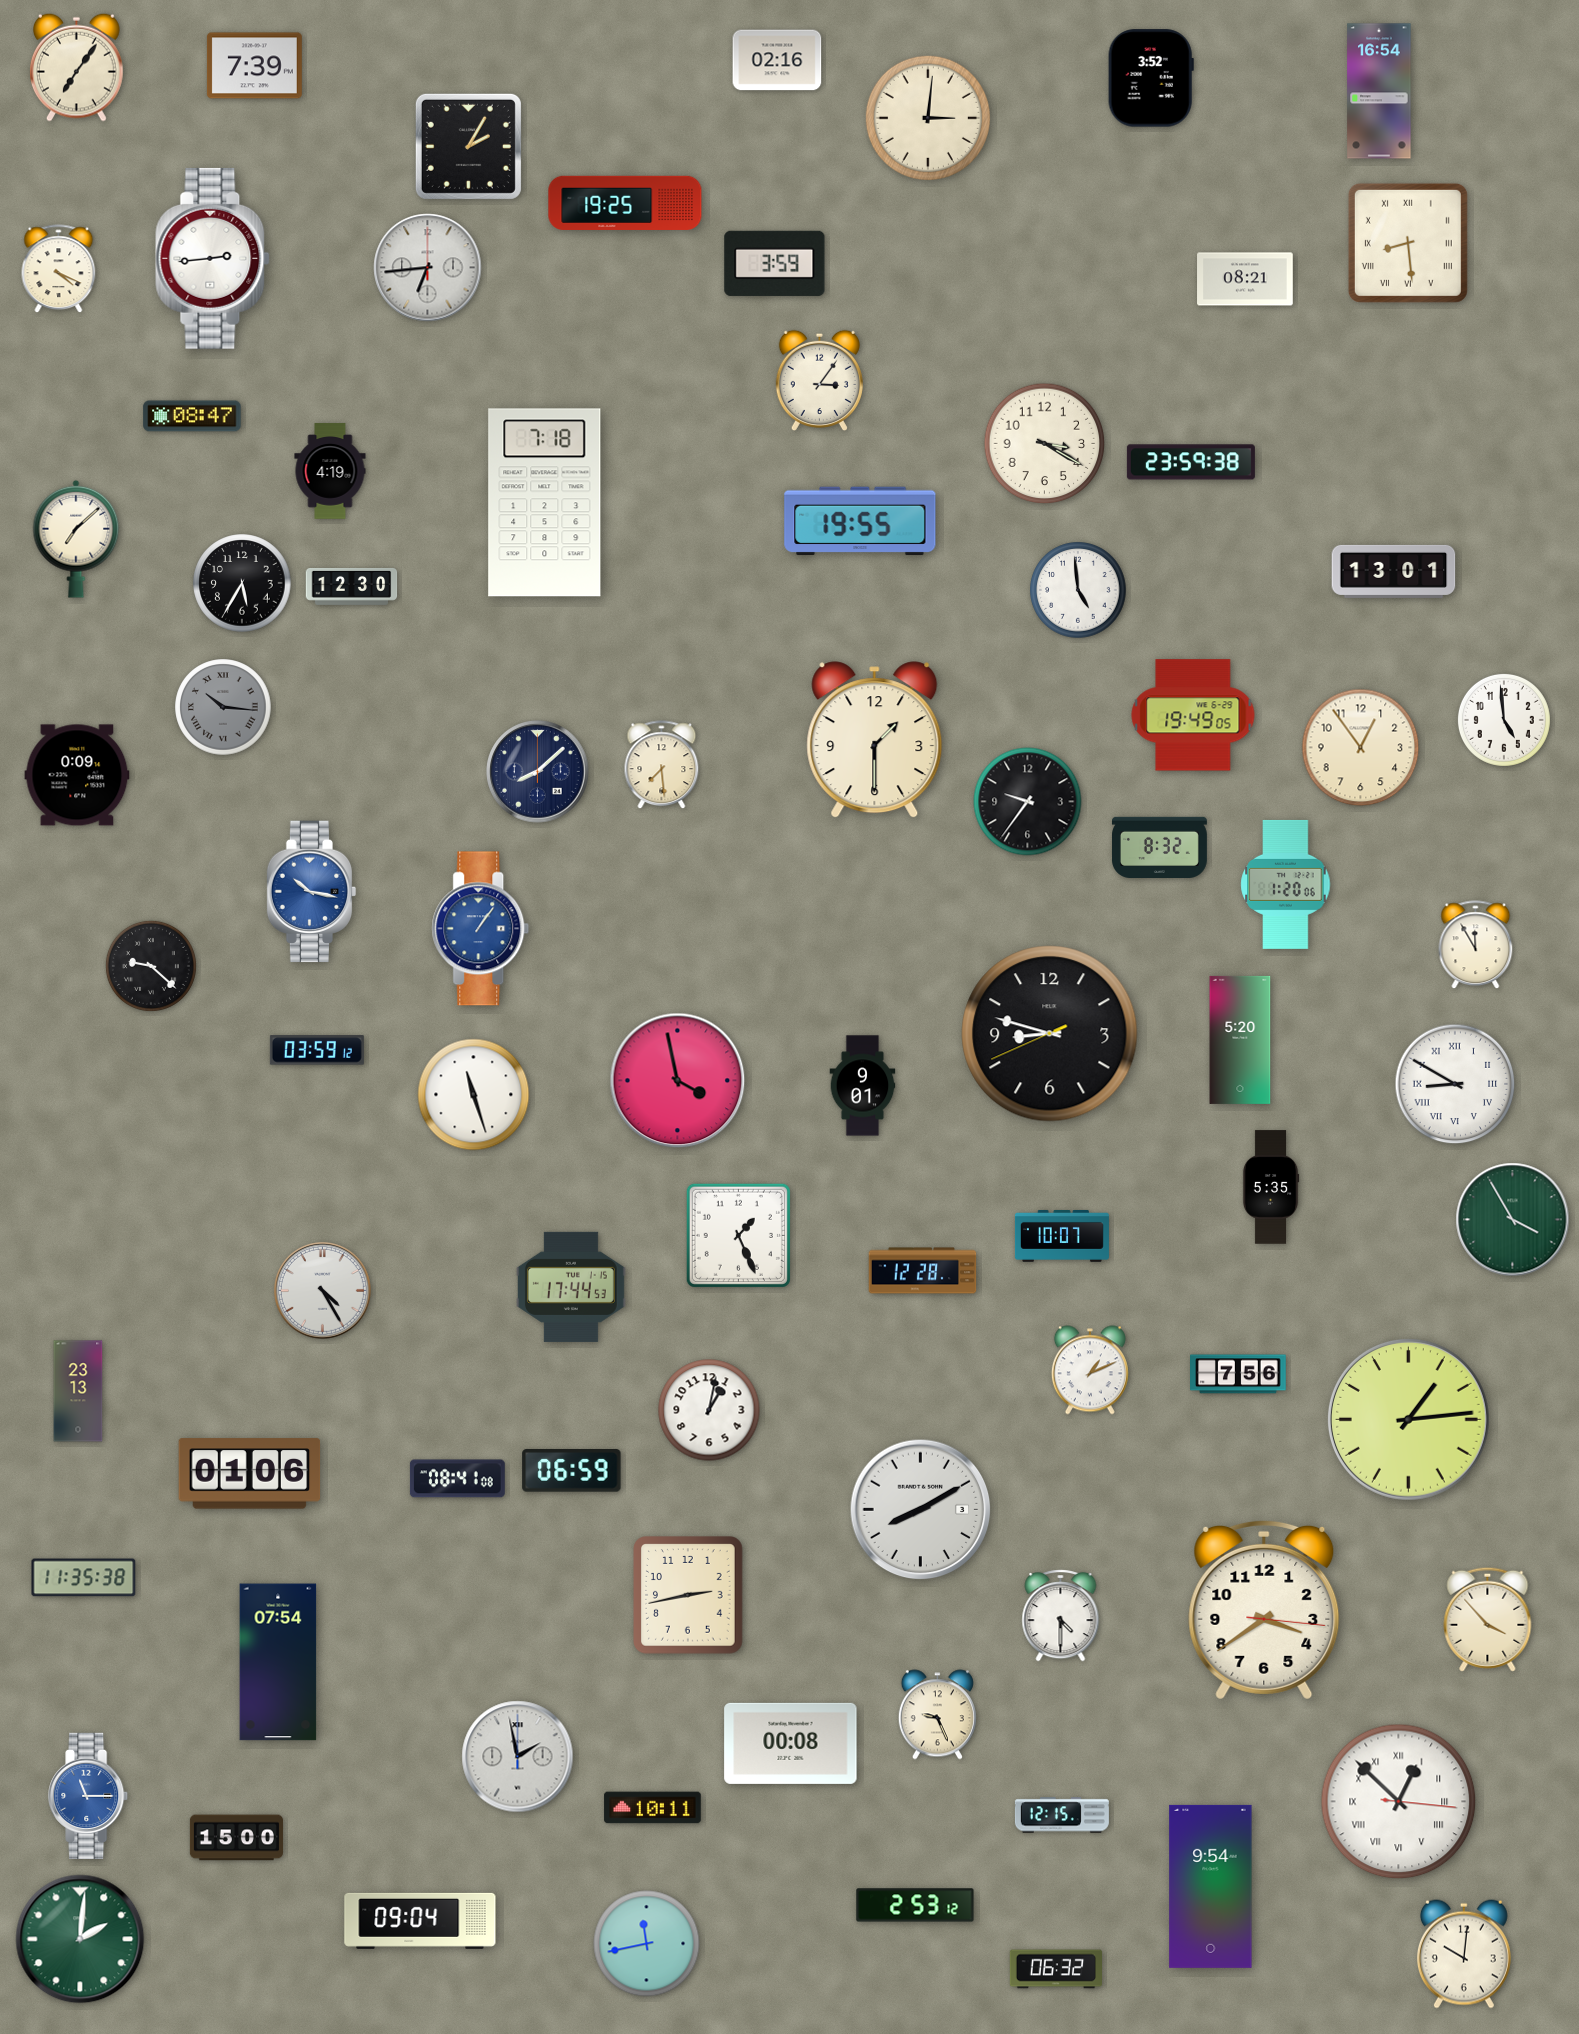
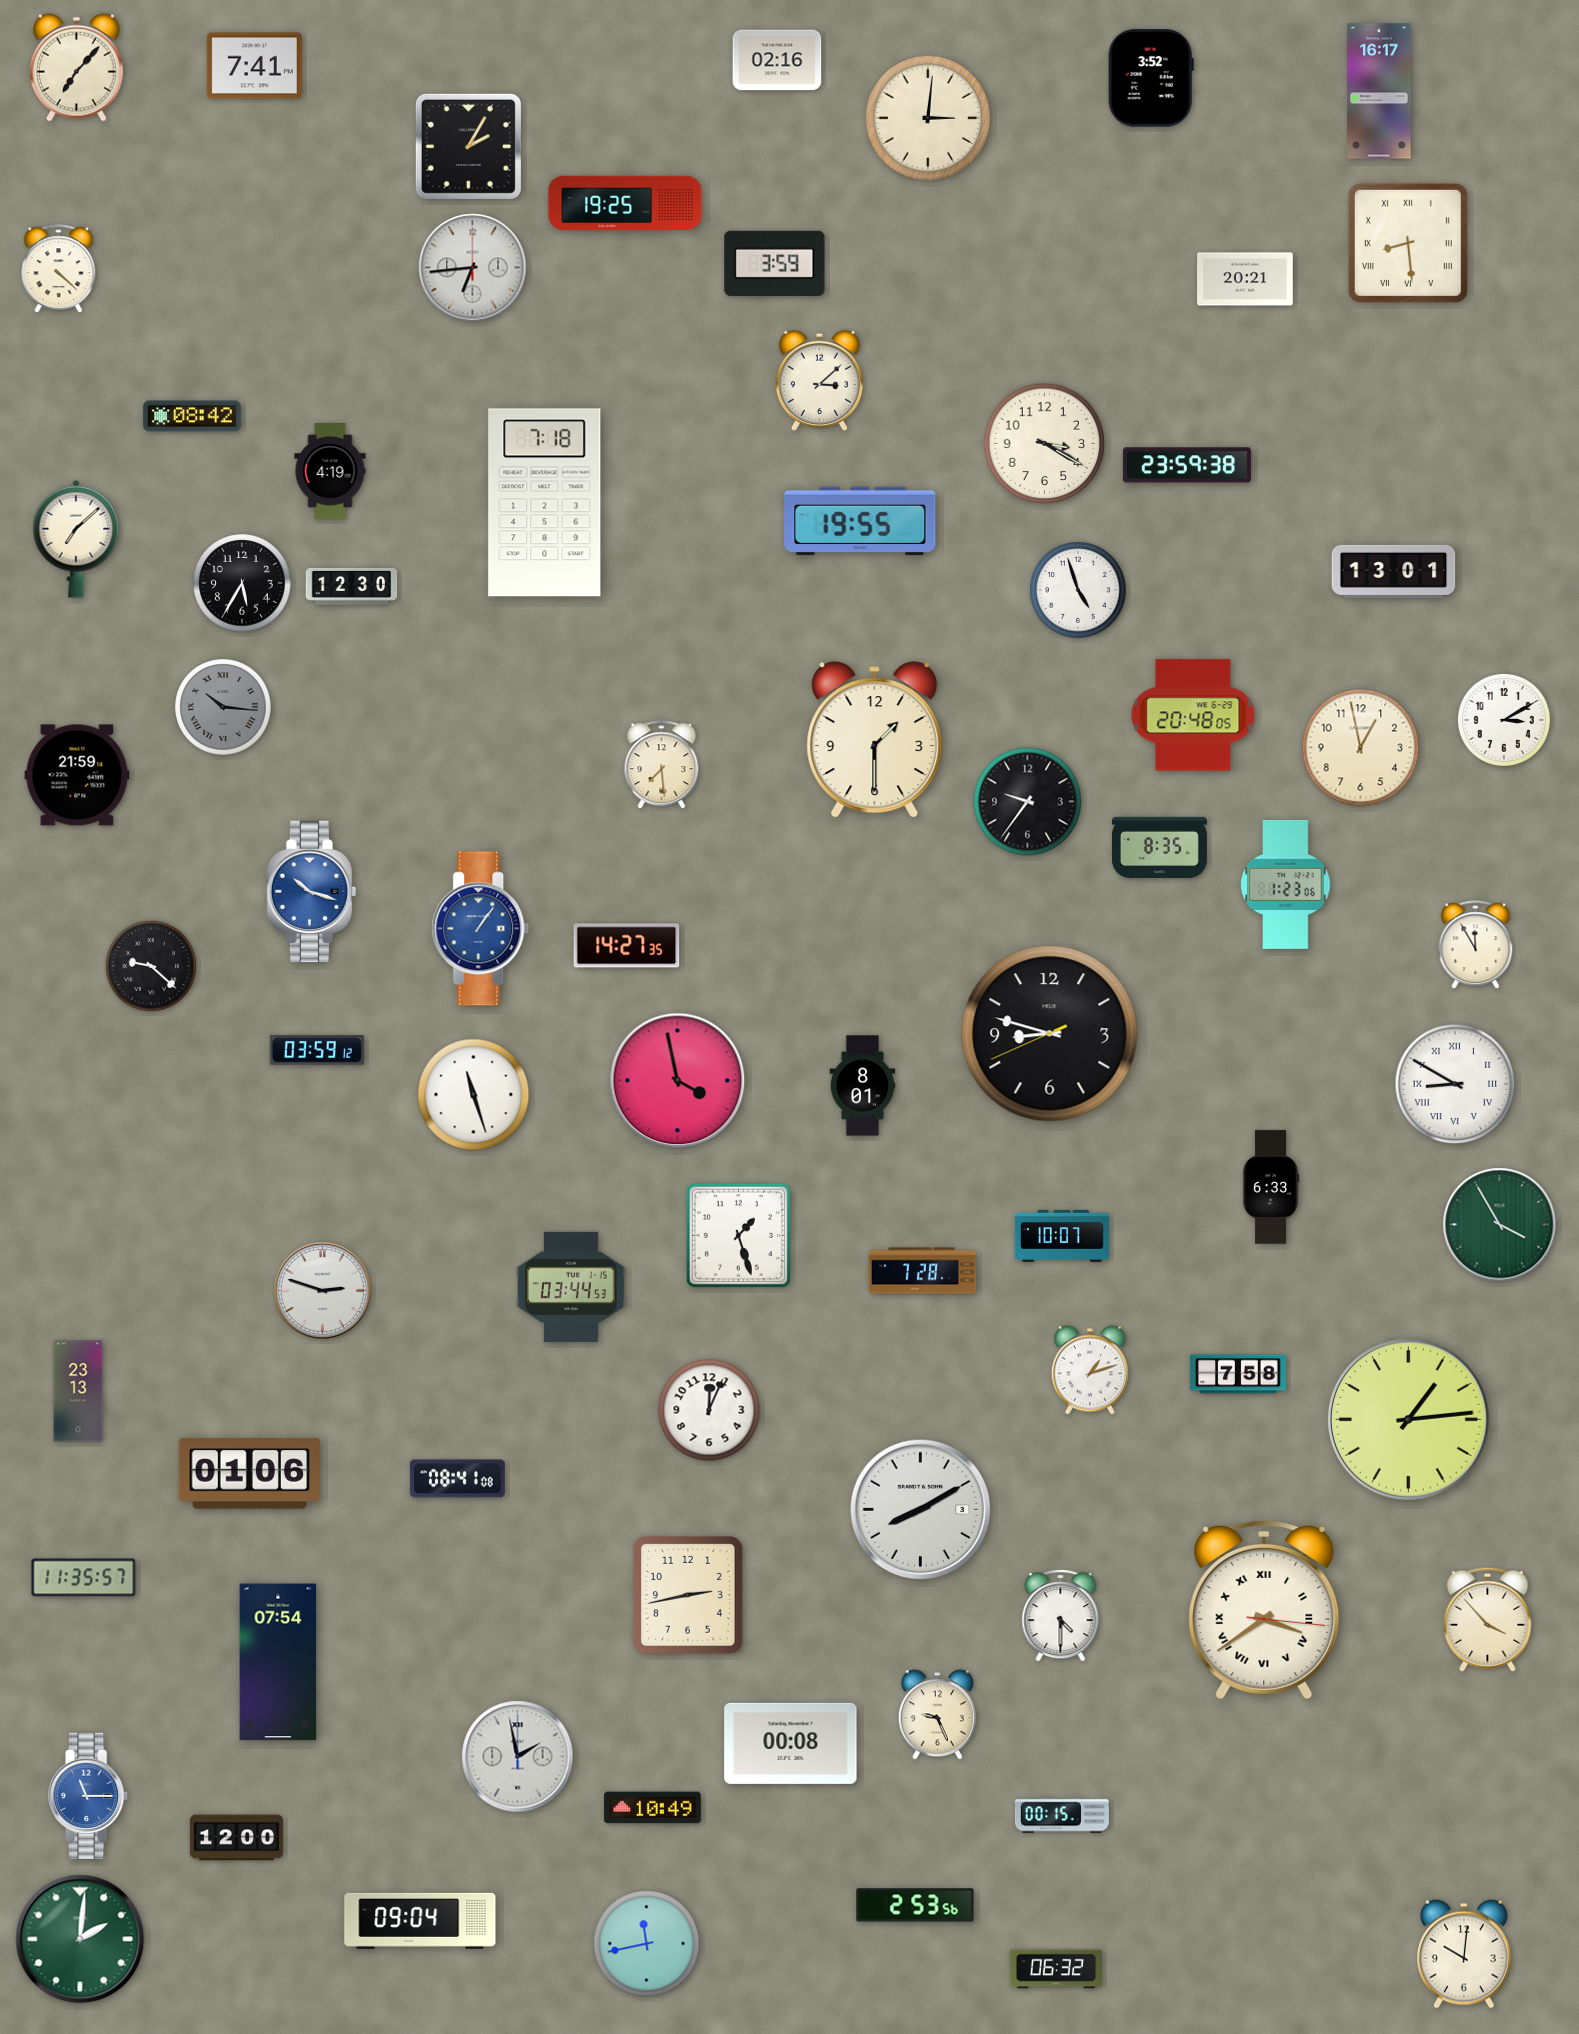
clock at (254, 66): 7:39 -> 7:41
clock at (77, 67): 7:06 -> 7:07
clock at (1379, 91): 16:54 -> 16:17
clock at (213, 258): 2:44 -> none
clock at (428, 268) position: (428, 268) -> (473, 268)
clock at (59, 269): 4:19 -> 4:22
clock at (1245, 279): 08:21 -> 20:21
clock at (819, 380): 3:06 -> 3:08
clock at (192, 416): 08:47 -> 08:42
clock at (1191, 462) position: (1191, 462) -> (1187, 465)
clock at (1078, 590): 4:59 -> 4:57
clock at (1193, 715): 19:49 -> 20:48
clock at (1504, 720): 4:59 -> 3:10
clock at (1361, 748): 12:54 -> 12:58
clock at (538, 772): 8:08 -> none
clock at (77, 775): 0:09 -> 21:59
clock at (1160, 847): 8:32 -> 8:35
clock at (1286, 884): 1:20 -> 1:23
clock at (312, 892): 10:17 -> 10:18
clock at (627, 946): none -> 14:27
clock at (1240, 1040): 5:20 -> none
clock at (863, 1086): 9:01 -> 8:01
clock at (1271, 1187): 5:35 -> 6:33
clock at (1513, 1220) position: (1513, 1220) -> (1500, 1225)
clock at (738, 1235): 1:26 -> 1:27
clock at (923, 1271): 12:28 -> 7:28
clock at (571, 1287): 17:44 -> 03:44
clock at (322, 1290): 4:25 -> 2:48
clock at (1090, 1370): 1:11 -> 1:12
clock at (1238, 1374): 7:56 -> 7:58
clock at (709, 1410): 1:02 -> 12:04
clock at (572, 1471): 06:59 -> none
clock at (84, 1578): 11:35:38 -> 11:35:57
clock at (1264, 1610) numerals: Arabic -> Roman
clock at (1399, 1802): 12:52 -> none
clock at (653, 1808): 10:11 -> 10:49
clock at (1062, 1815): 12:15 -> 00:15
clock at (236, 1838): 15:00 -> 12:00
clock at (1211, 1886): 9:54 -> none
clock at (915, 1905): 2:53:12 -> 2:53:56
